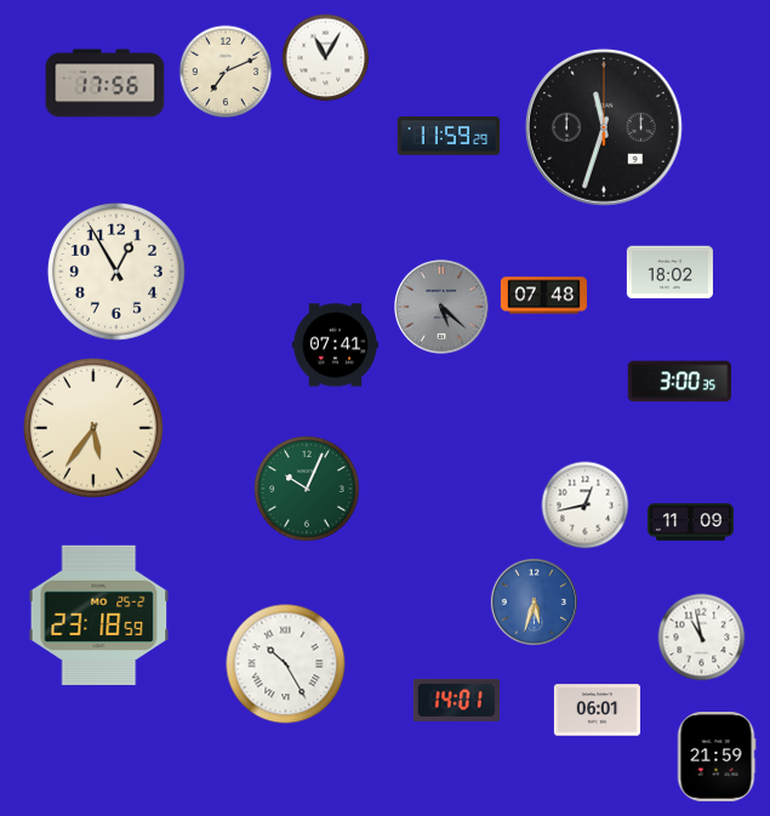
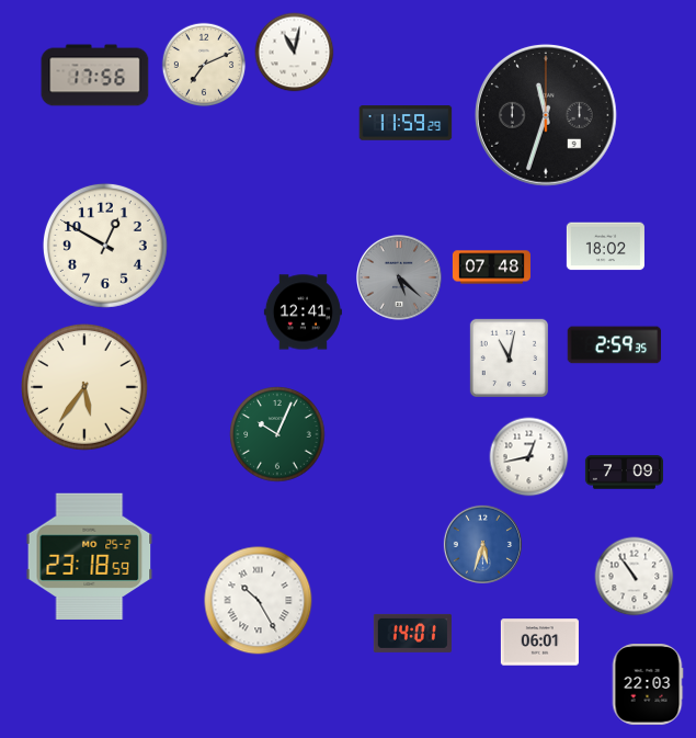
clock at (326, 58): 11:05 -> 11:02
clock at (116, 272): 12:55 -> 12:50
clock at (335, 346): 07:41 -> 12:41
clock at (680, 382): 3:00 -> 2:59
clock at (509, 357): none -> 11:02
clock at (307, 489) position: (307, 489) -> (277, 434)
clock at (690, 523): 11:09 -> 7:09
clock at (702, 638): 10:58 -> 10:54
clock at (717, 757): 21:59 -> 22:03
